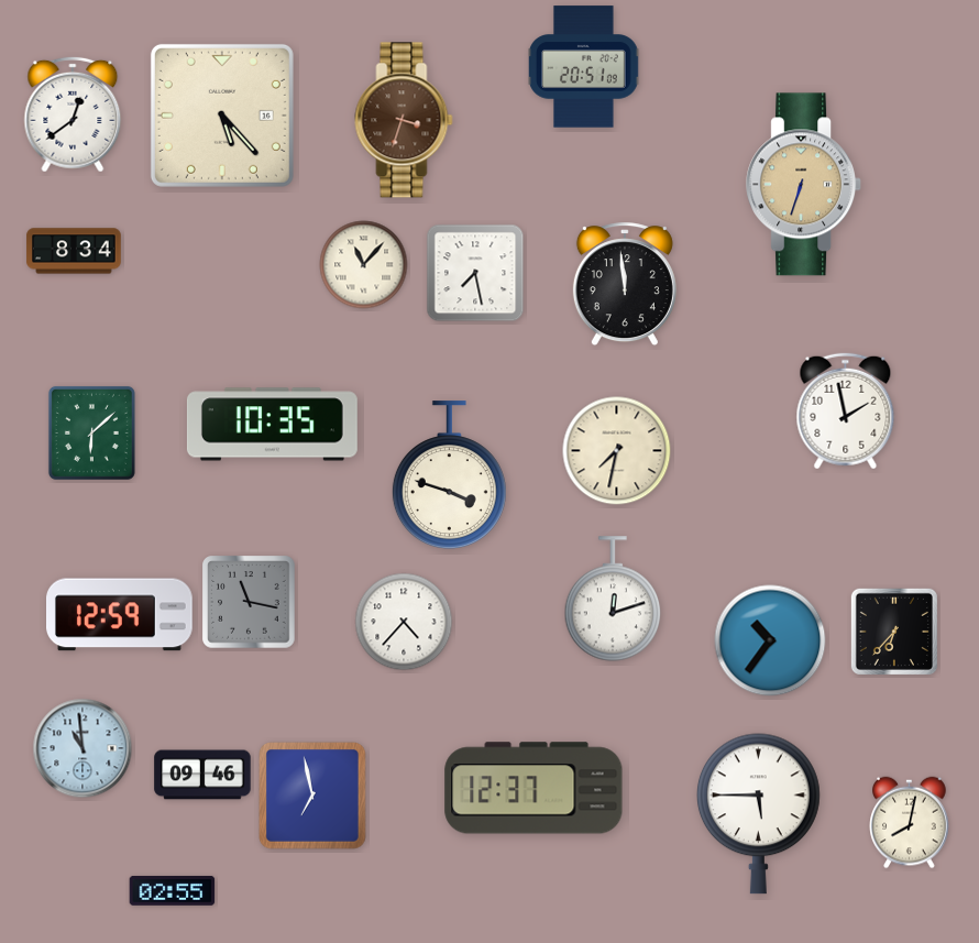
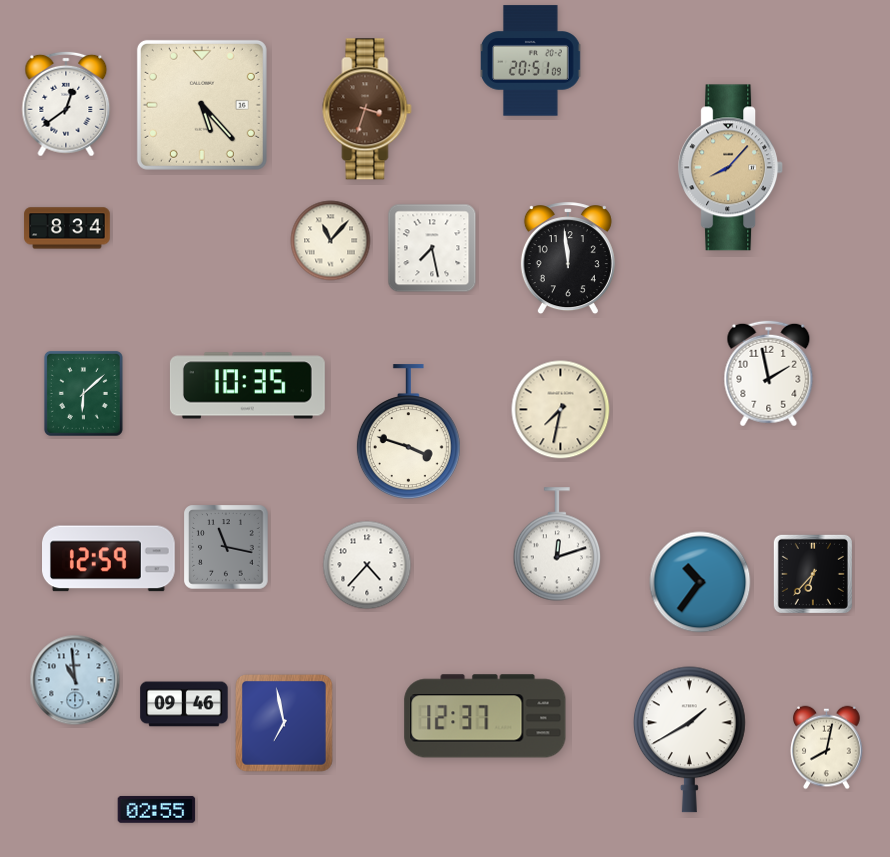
clock at (804, 185): 6:33 -> 8:07
clock at (758, 814): 5:45 -> 1:40
